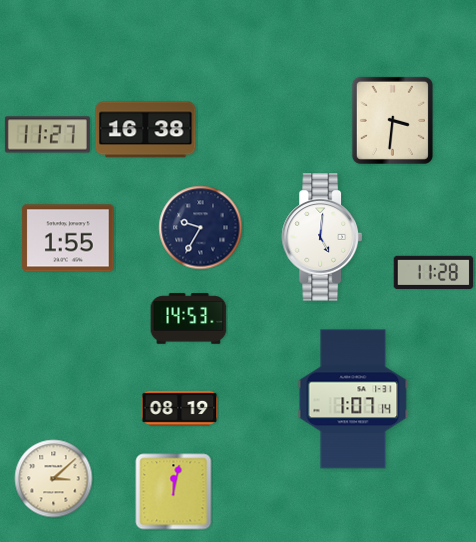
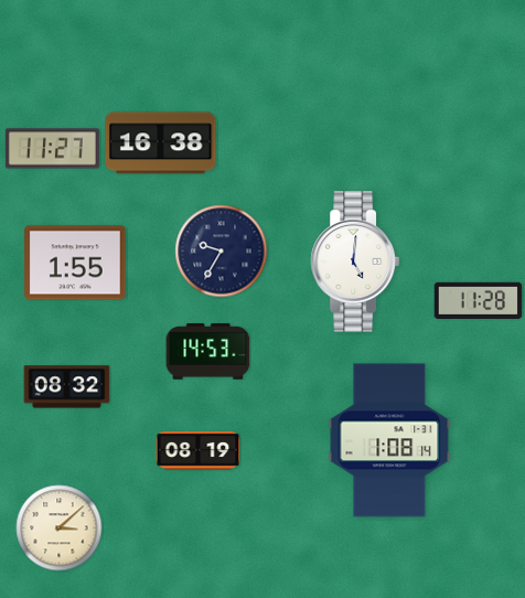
clock at (392, 120): 3:31 -> none
clock at (67, 387): none -> 08:32
clock at (353, 399): 1:07 -> 1:08
clock at (174, 492): 12:02 -> none
